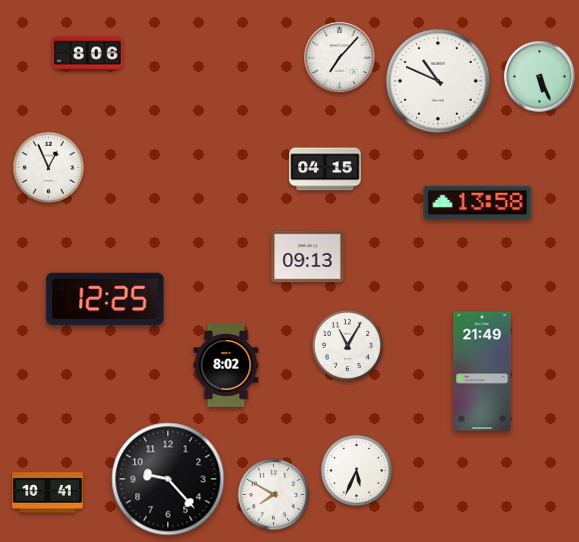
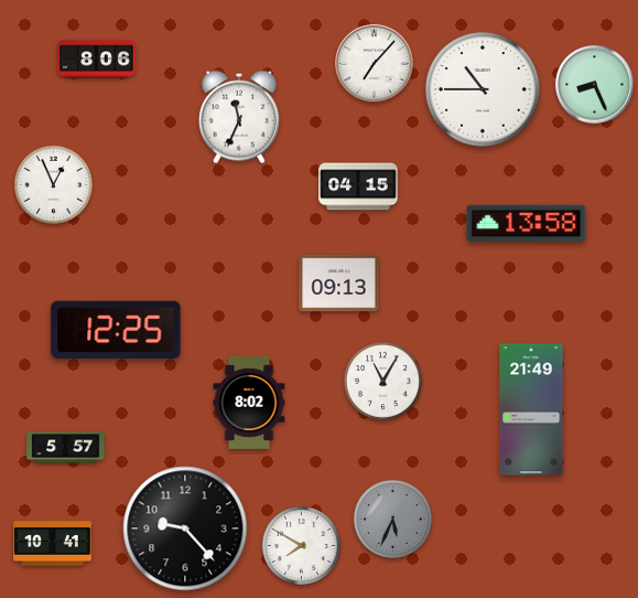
clock at (540, 77): 5:26 -> 8:26
clock at (439, 82): 10:49 -> 10:45
clock at (239, 117): none -> 11:34
clock at (66, 448): none -> 5:57
clock at (356, 470) dial: white -> grey
